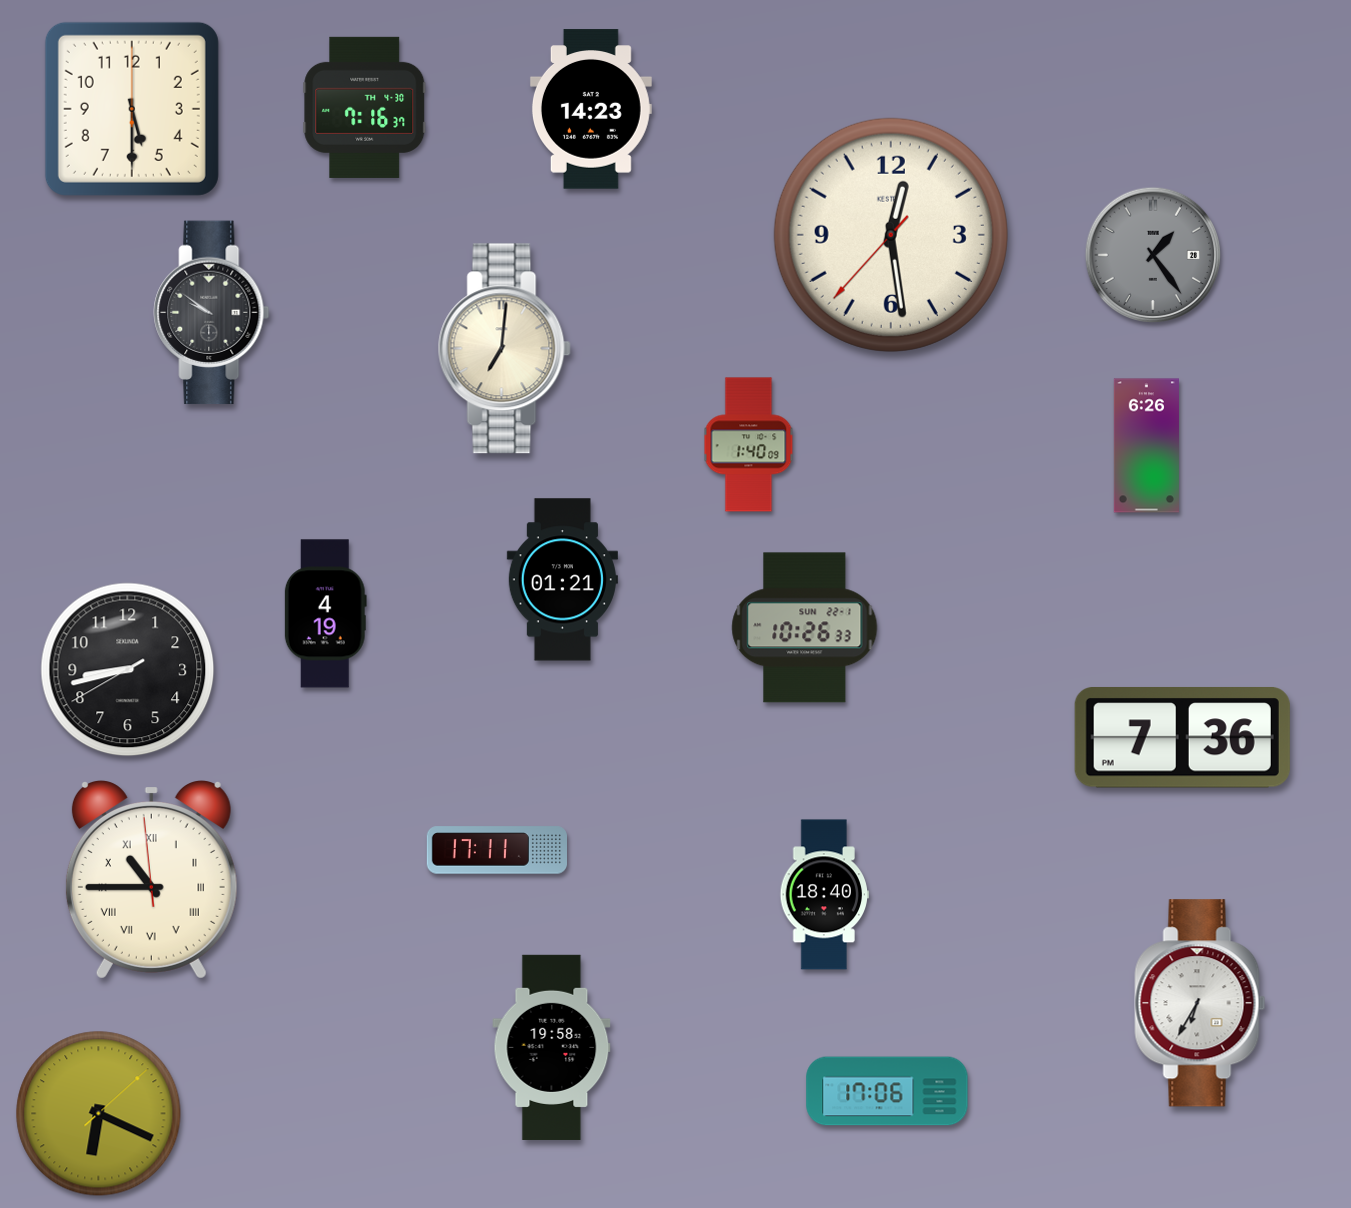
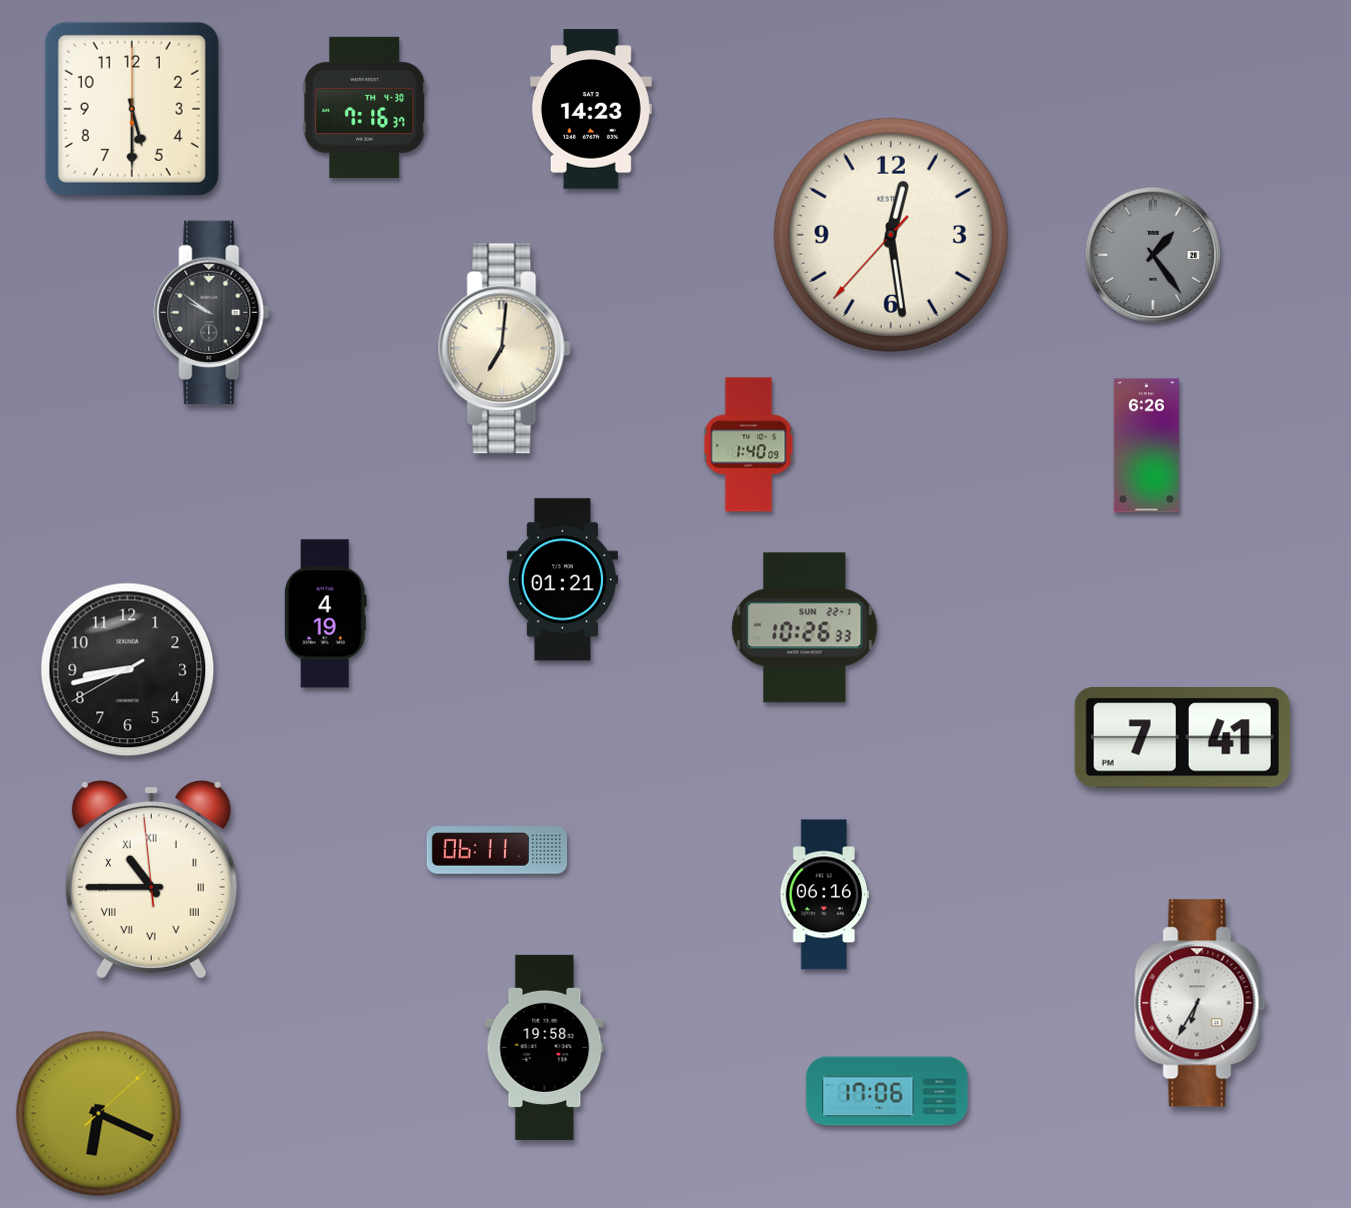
clock at (1182, 737): 7:36 -> 7:41
clock at (496, 850): 17:11 -> 06:11
clock at (825, 895): 18:40 -> 06:16
clock at (552, 1047) position: (552, 1047) -> (545, 1047)
